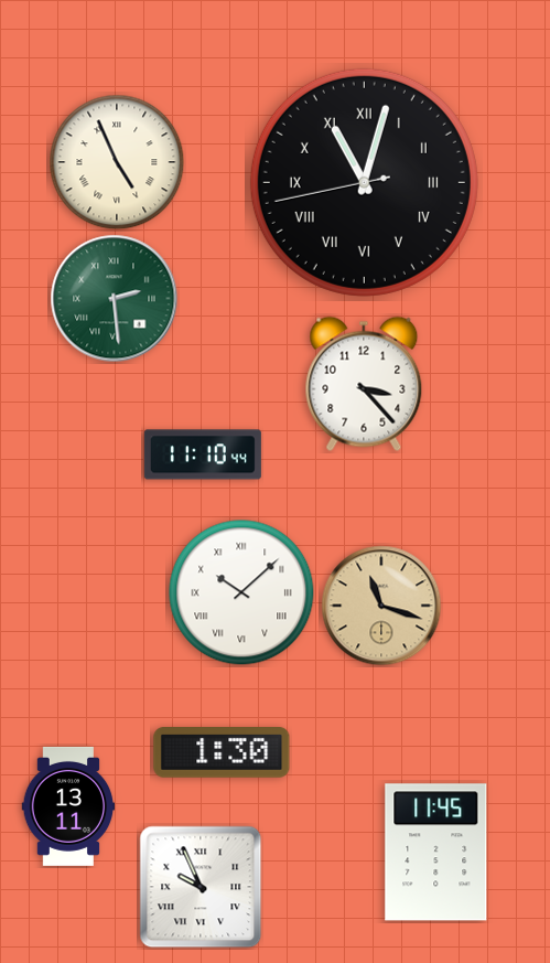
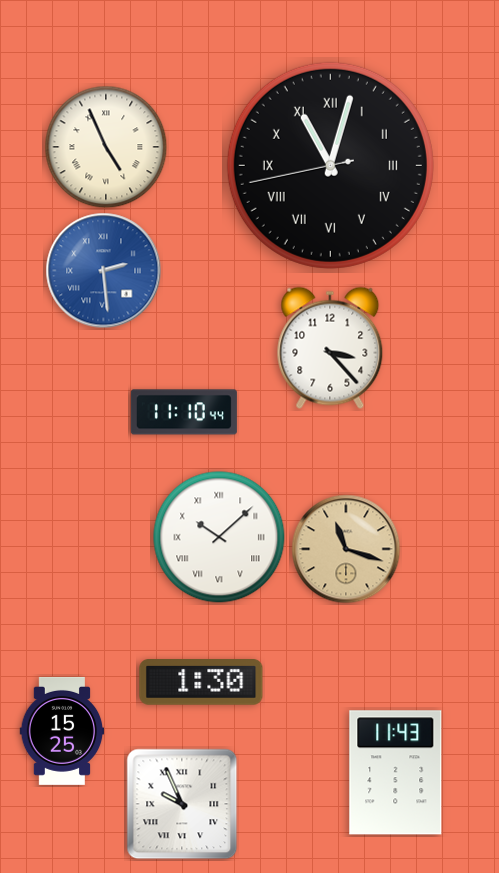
clock at (115, 299) dial: green -> blue
clock at (68, 806): 13:11 -> 15:25
clock at (436, 853): 11:45 -> 11:43
